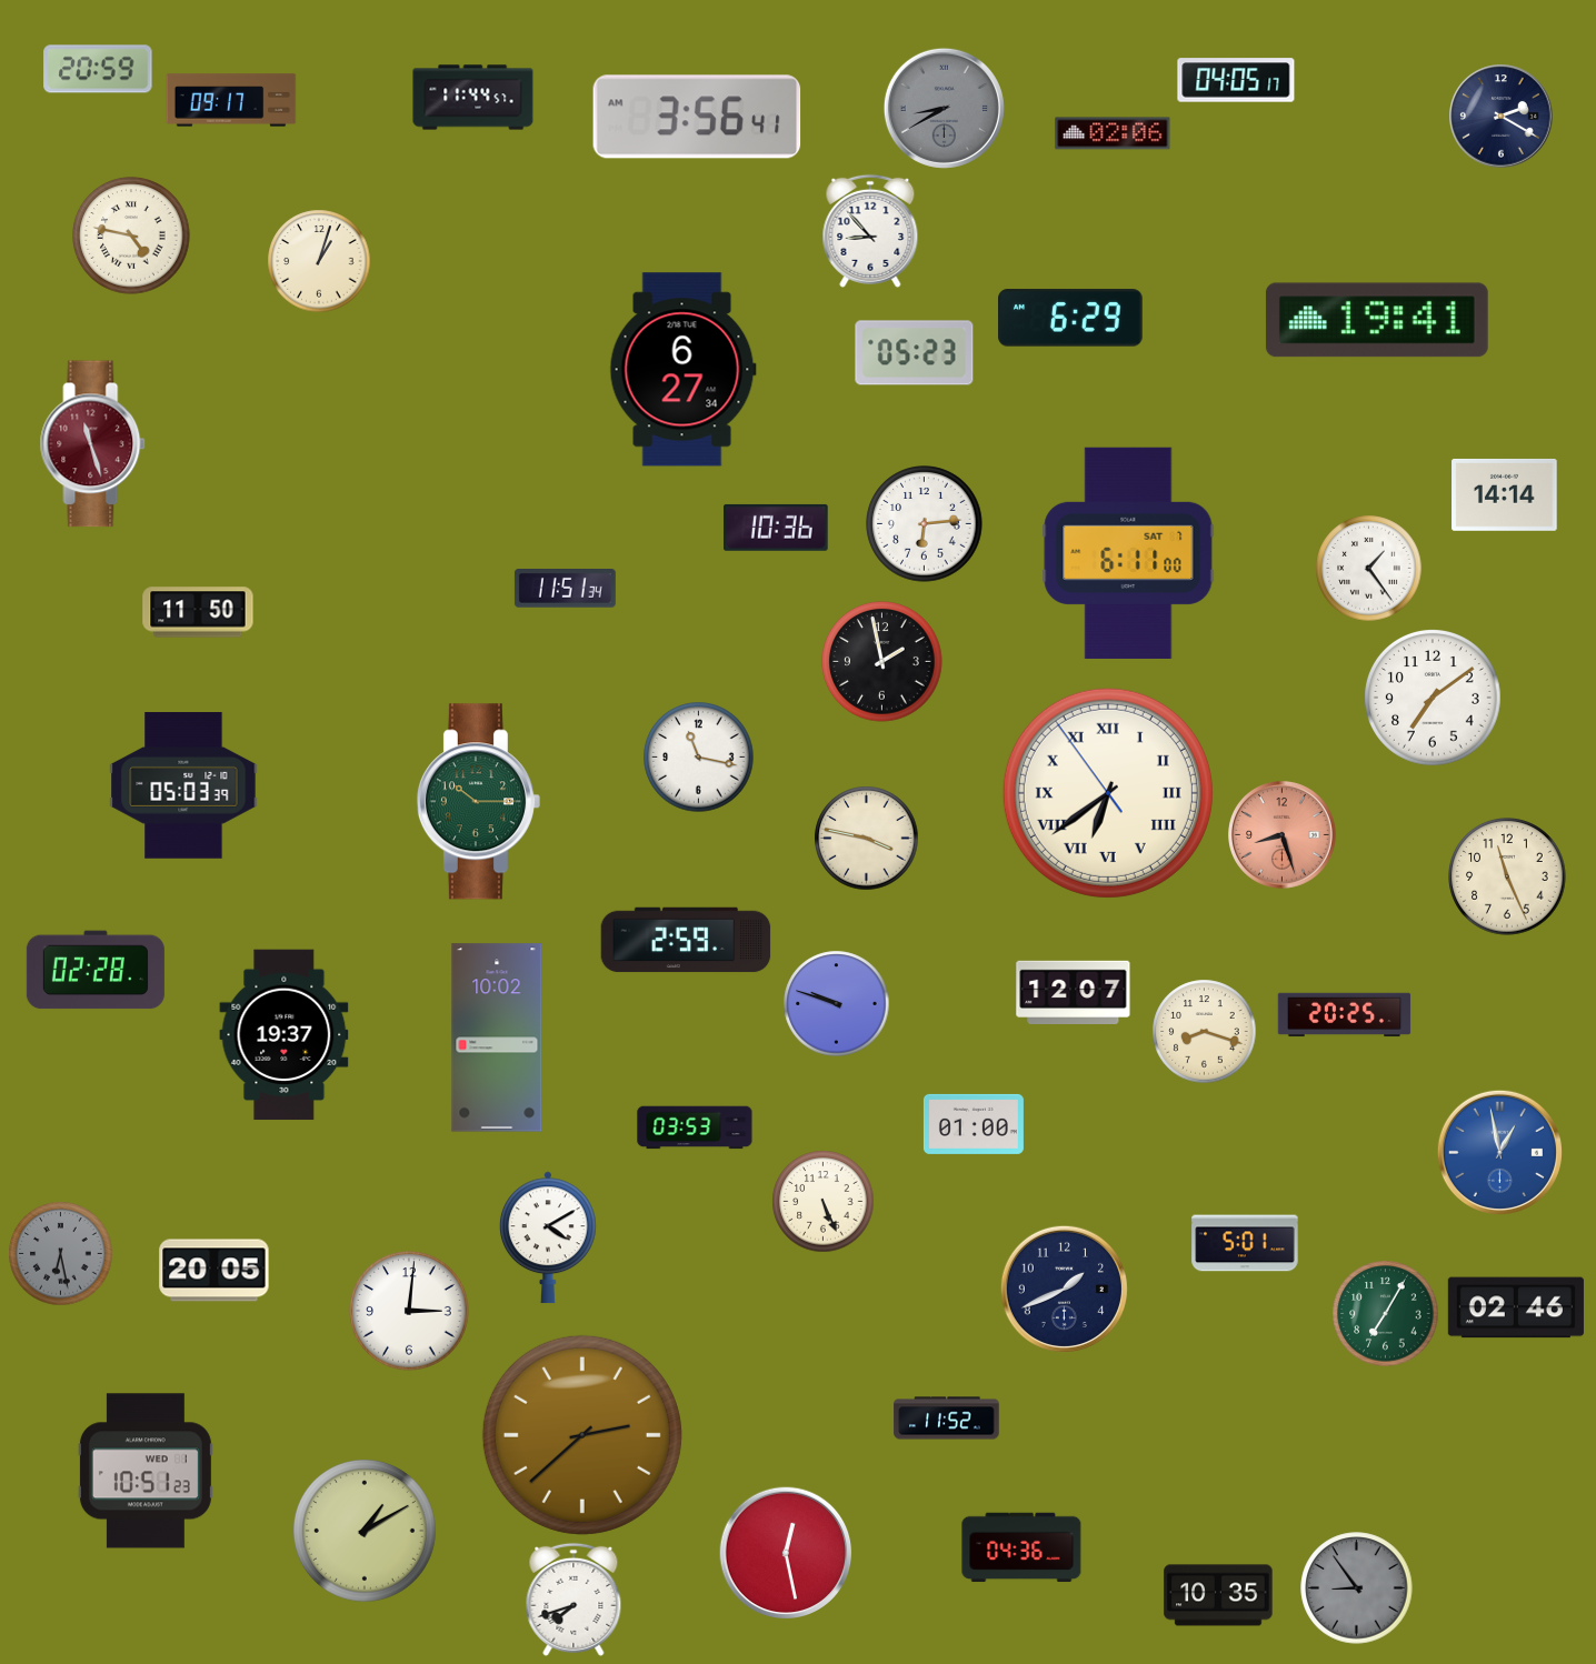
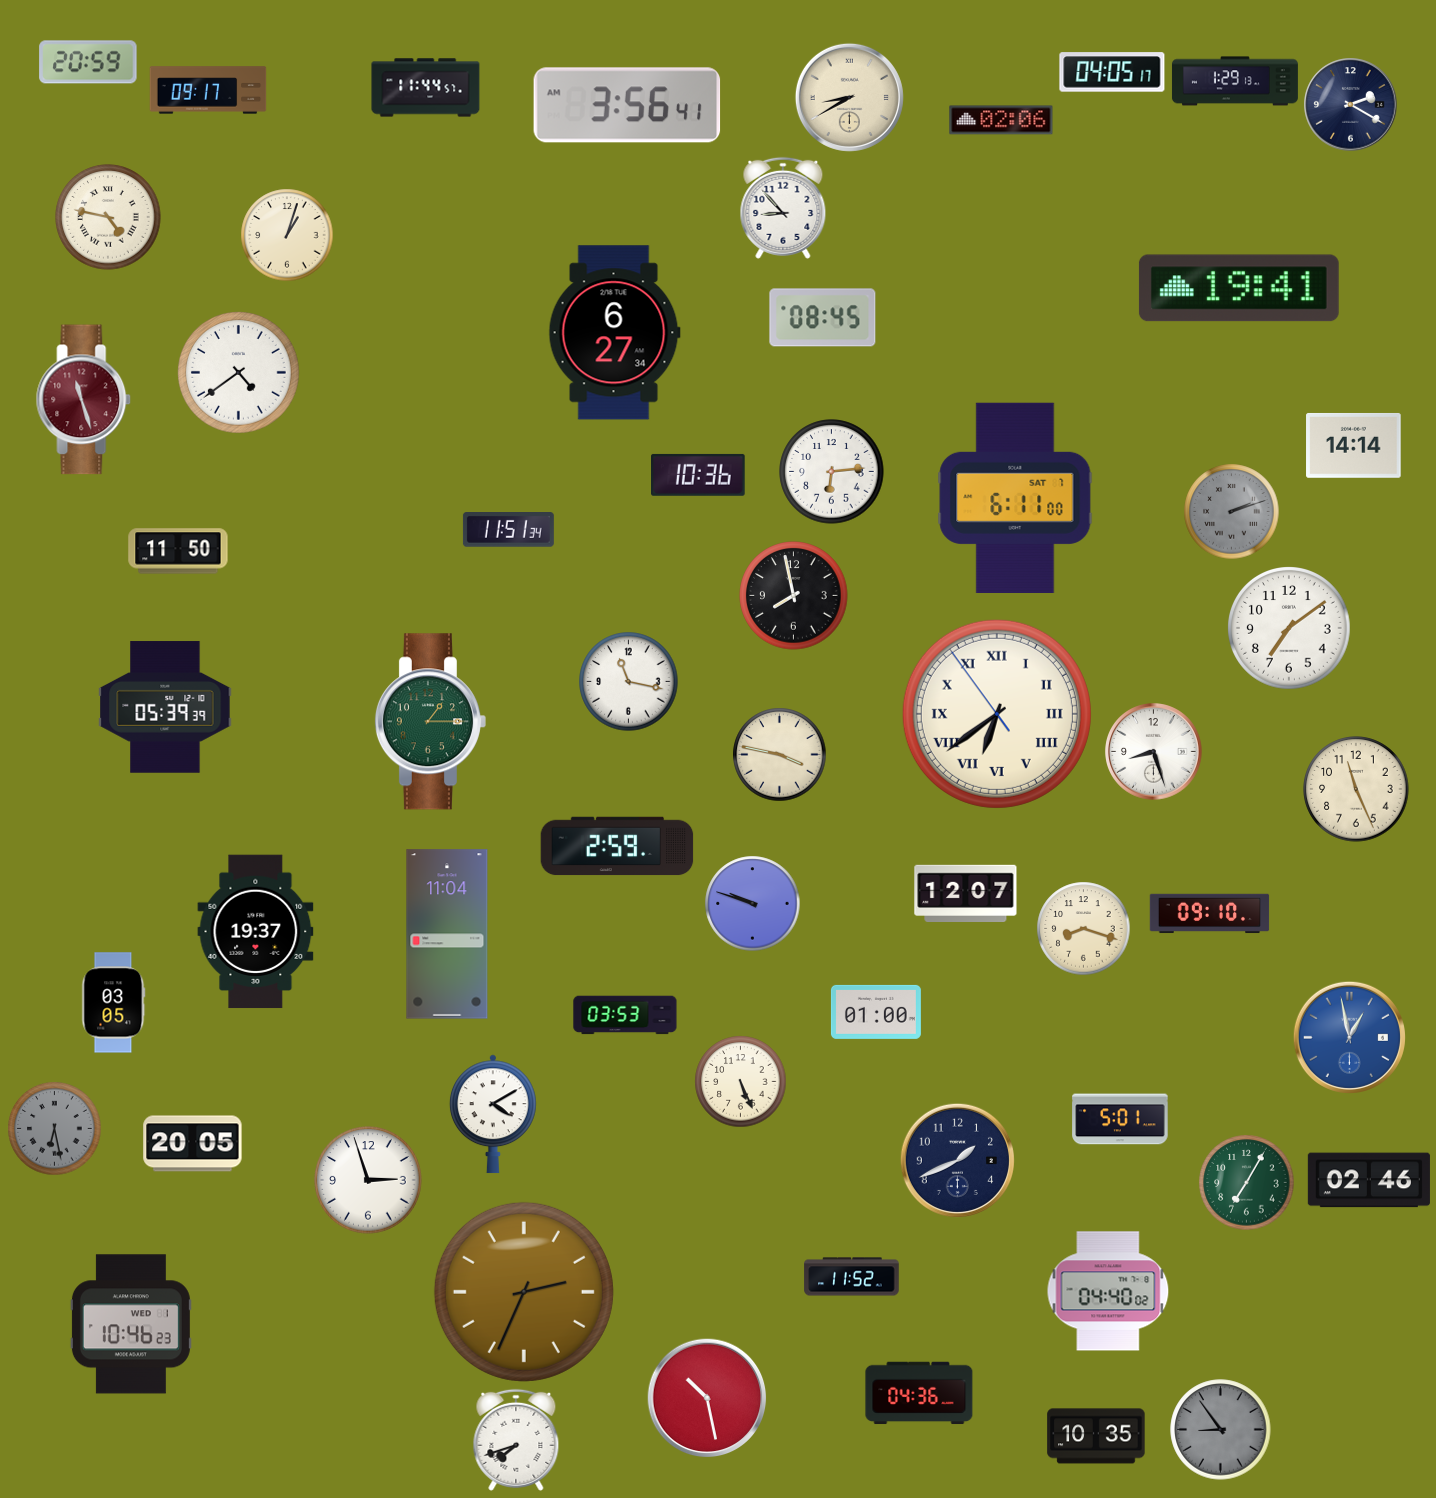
clock at (1235, 81): none -> 1:29
clock at (944, 108) dial: grey -> cream
clock at (131, 235) position: (131, 235) -> (108, 217)
clock at (1070, 318): 6:29 -> none
clock at (915, 353): 05:23 -> 08:45
clock at (239, 373): none -> 4:39
clock at (1369, 569): 1:24 -> 2:12
clock at (1369, 569) dial: white -> grey
clock at (882, 662): 1:58 -> 7:58
clock at (183, 785): 05:03 -> 05:39
clock at (478, 802): 10:15 -> 1:15
clock at (1283, 835) dial: salmon -> white
clock at (96, 970): 02:28 -> none
clock at (1345, 1015): 20:25 -> 09:10
clock at (497, 1038): 10:02 -> 11:04
clock at (114, 1003): none -> 03:05
clock at (1516, 1307) position: (1516, 1307) -> (1369, 1180)
clock at (409, 1311): 3:01 -> 2:57
clock at (1108, 1291): none -> 04:40
clock at (582, 1435): 2:38 -> 2:34
clock at (146, 1471): 10:51 -> 10:46
clock at (366, 1532): 1:10 -> none
clock at (786, 1553): 12:28 -> 10:28
